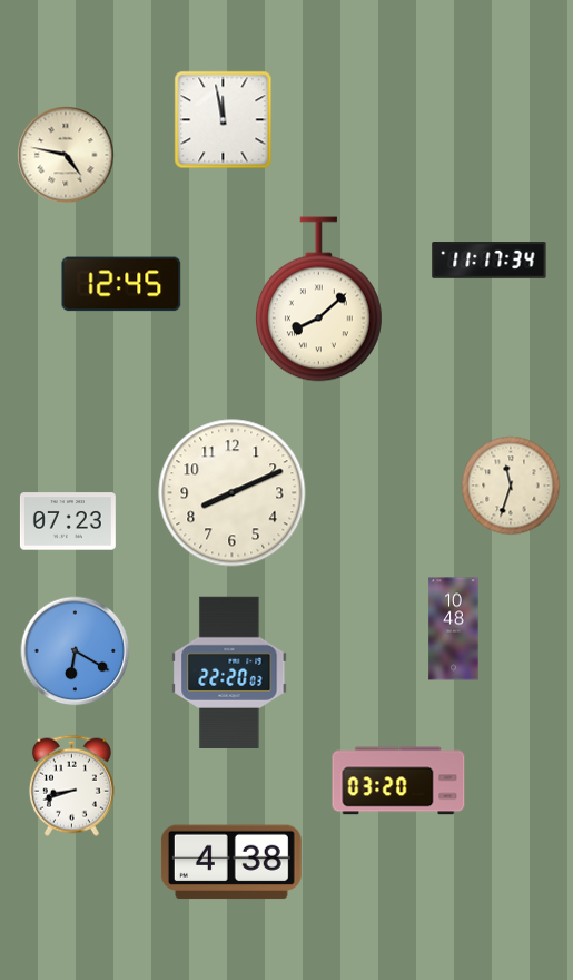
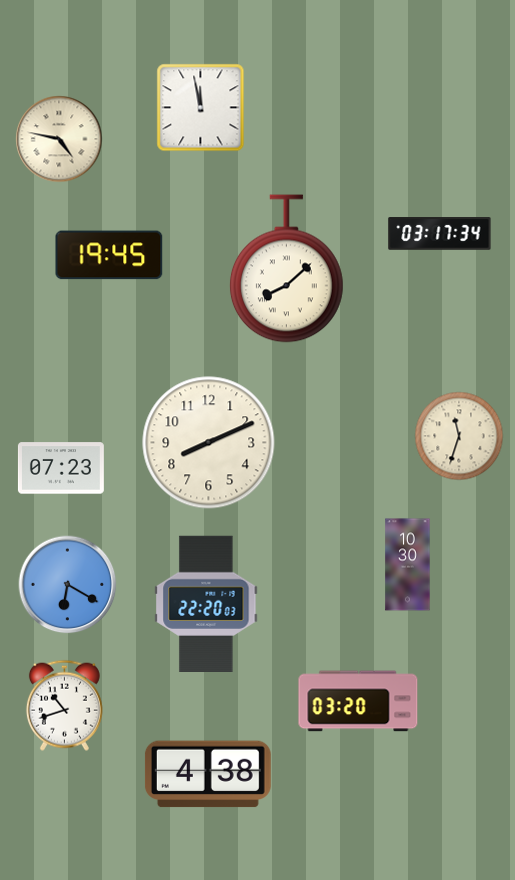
clock at (490, 261): 11:17 -> 03:17
clock at (121, 284): 12:45 -> 19:45
clock at (454, 629): 10:48 -> 10:30
clock at (71, 785): 8:42 -> 10:42
